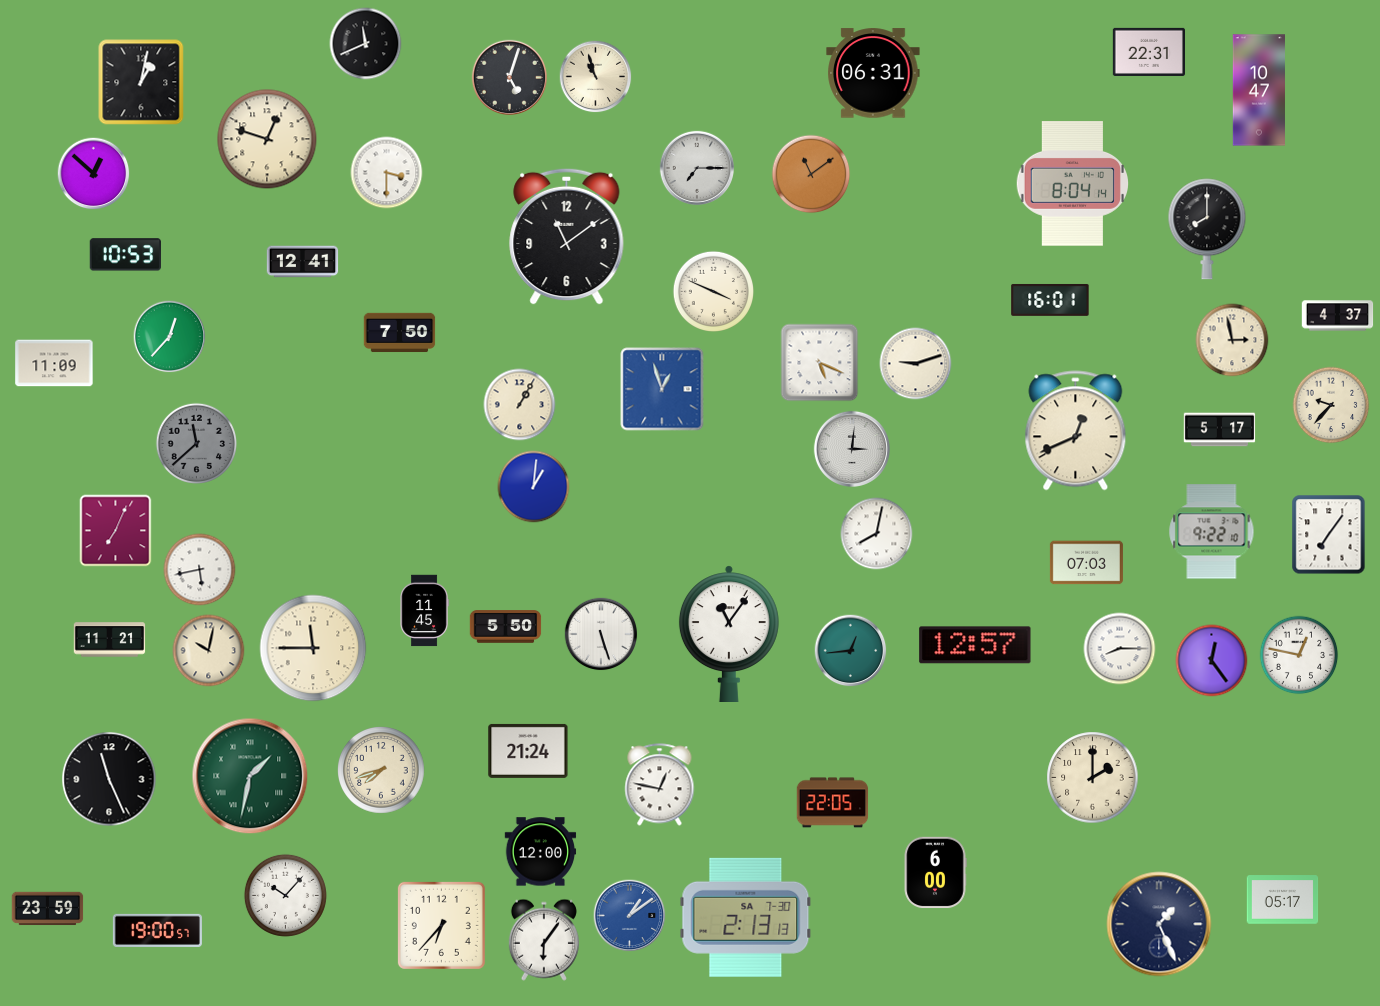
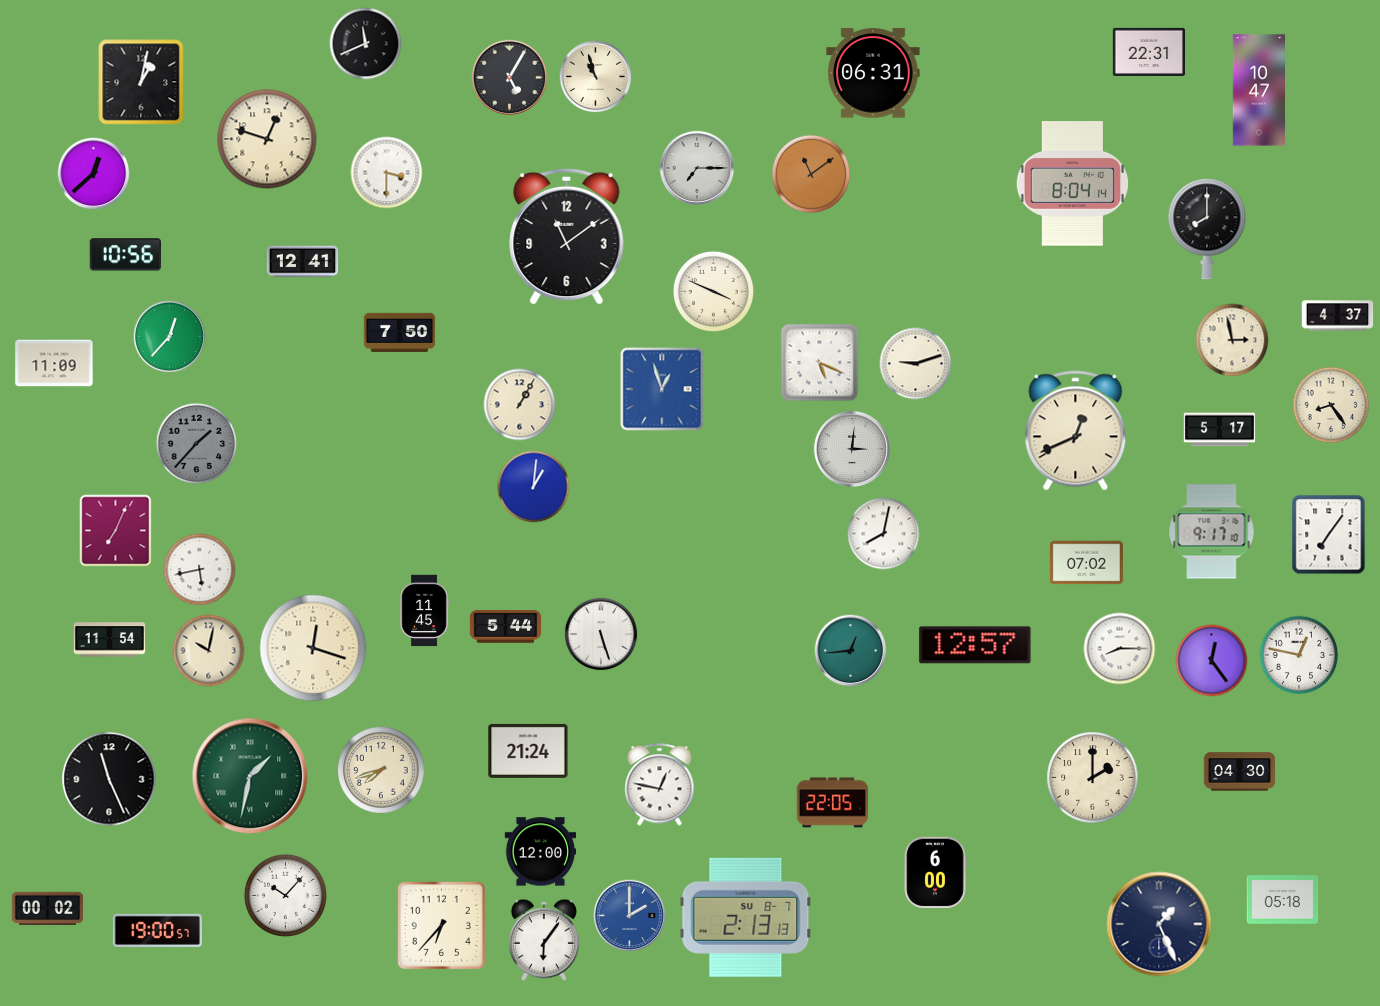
clock at (509, 77): 5:03 -> 5:05
clock at (94, 174): 12:52 -> 12:38
clock at (125, 255): 10:53 -> 10:56
clock at (1050, 300): 16:01 -> none
clock at (1331, 405): 9:37 -> 8:24
clock at (196, 443): 11:38 -> 1:37
clock at (1212, 532): 9:22 -> 9:17
clock at (877, 534) position: (877, 534) -> (884, 534)
clock at (1086, 563): 07:03 -> 07:02
clock at (506, 627): 5:50 -> 5:44
clock at (729, 633): 11:06 -> none
clock at (110, 640): 11:21 -> 11:54
clock at (313, 648): 11:45 -> 12:18
clock at (1240, 772): none -> 04:30
clock at (1283, 900): 05:17 -> 05:18
clock at (48, 909): 23:59 -> 00:02
clock at (630, 916): 1:09 -> 2:00
clock at (746, 917) date: SA 7-30 -> SU 8-7
